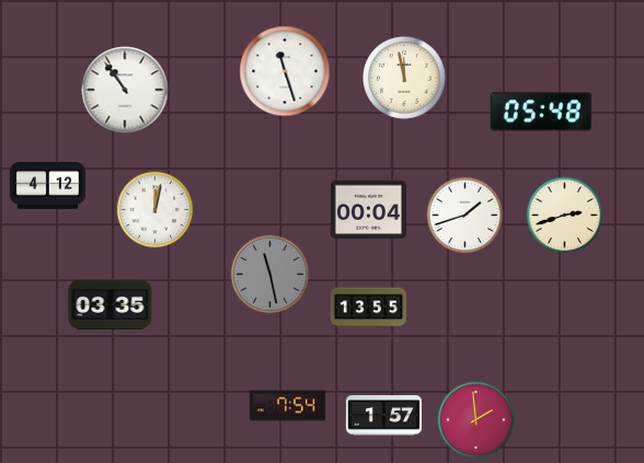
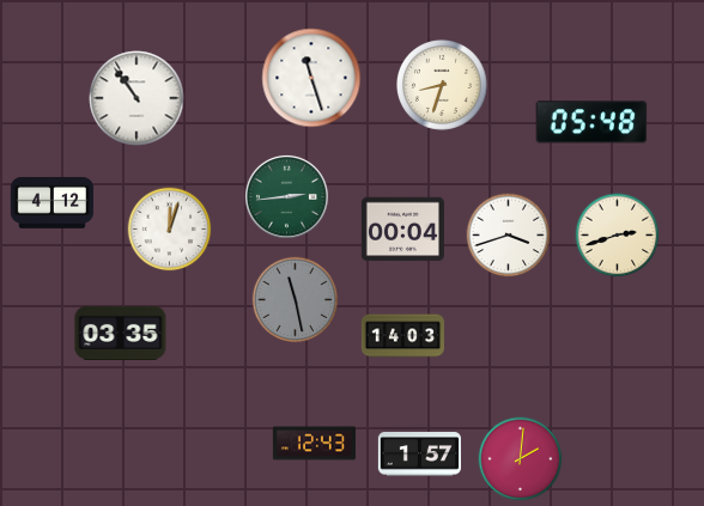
clock at (405, 79): 11:58 -> 8:33
clock at (286, 196): none -> 2:44
clock at (156, 210): 12:02 -> 12:03
clock at (465, 216): 1:42 -> 3:42
clock at (368, 308): 13:55 -> 14:03
clock at (287, 406): 7:54 -> 12:43
clock at (476, 420): 1:59 -> 2:01
